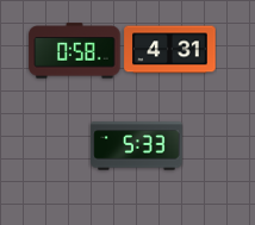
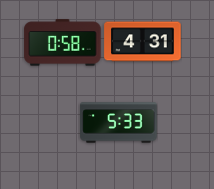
clock at (137, 146) position: (137, 146) -> (119, 123)
